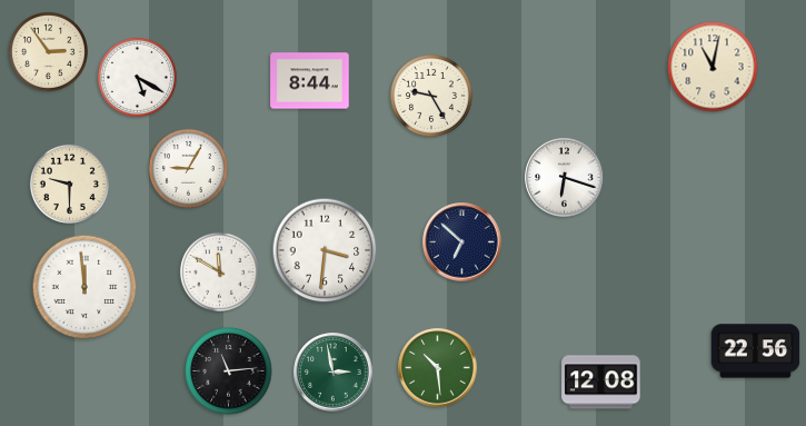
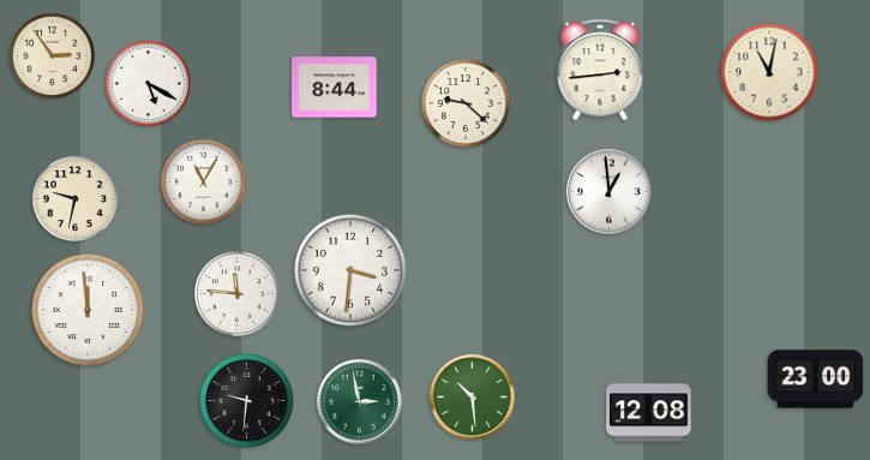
clock at (600, 70): none -> 2:44
clock at (432, 97): 9:25 -> 9:22
clock at (188, 168): 9:05 -> 11:05
clock at (565, 178): 6:18 -> 12:59
clock at (69, 184): 9:30 -> 9:32
clock at (462, 242): 6:52 -> none
clock at (219, 271): 11:50 -> 11:46
clock at (84, 287) position: (84, 287) -> (88, 310)
clock at (756, 351): 22:56 -> 23:00
clock at (229, 371): 11:14 -> 9:31
